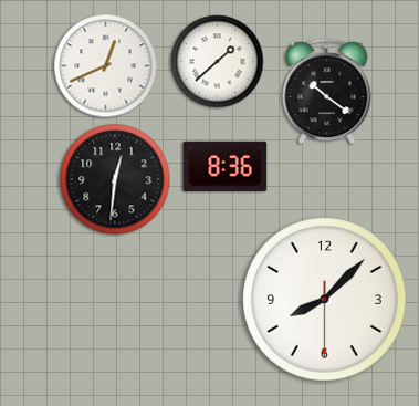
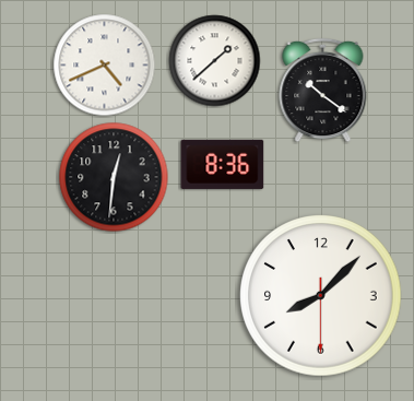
clock at (106, 66): 12:41 -> 4:41
